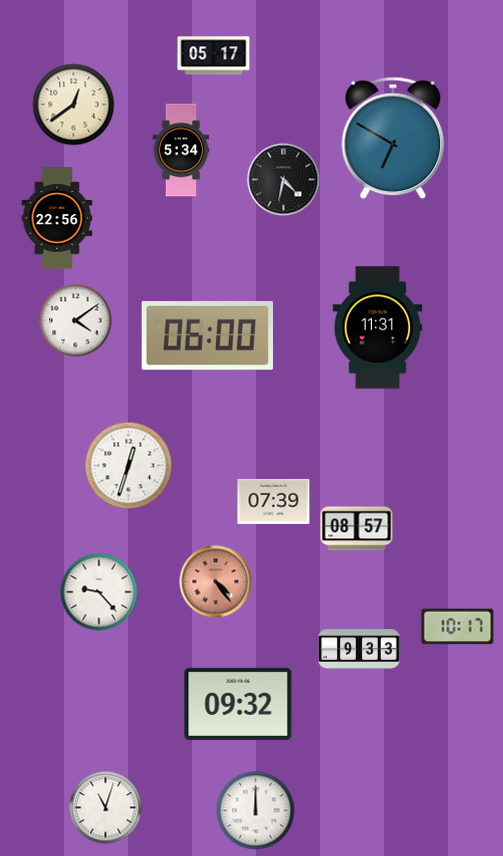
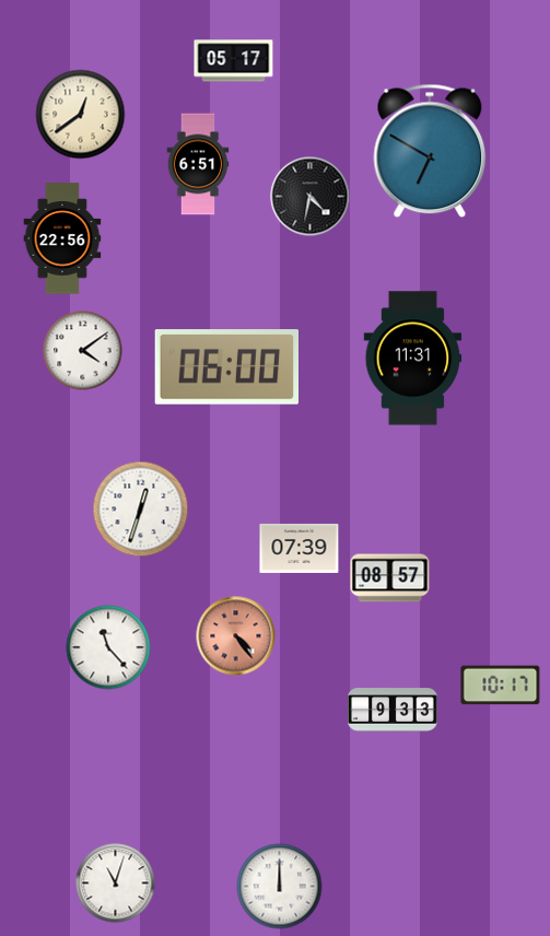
clock at (181, 150): 5:34 -> 6:51
clock at (99, 592): 9:23 -> 11:23
clock at (238, 704): 09:32 -> none
